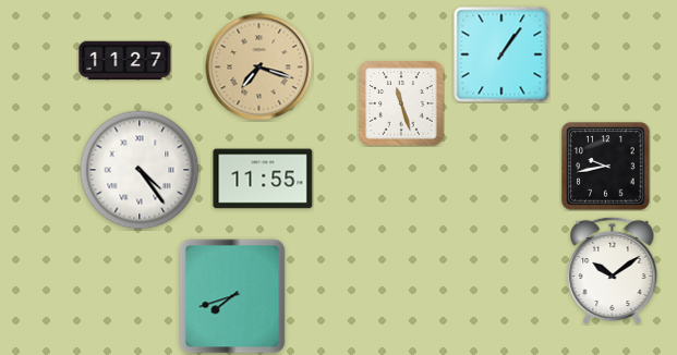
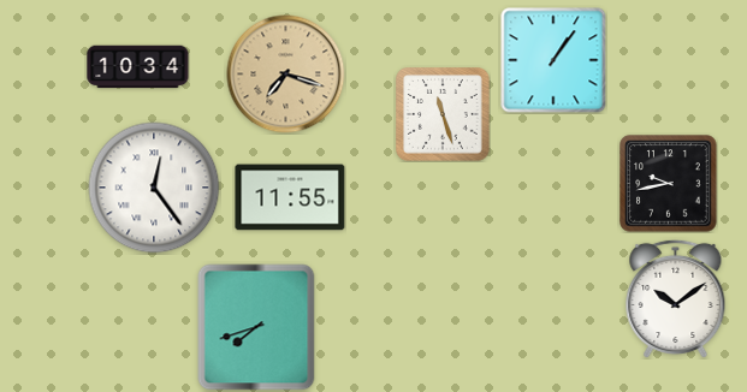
clock at (125, 61): 11:27 -> 10:34
clock at (140, 170): 4:24 -> 12:24
